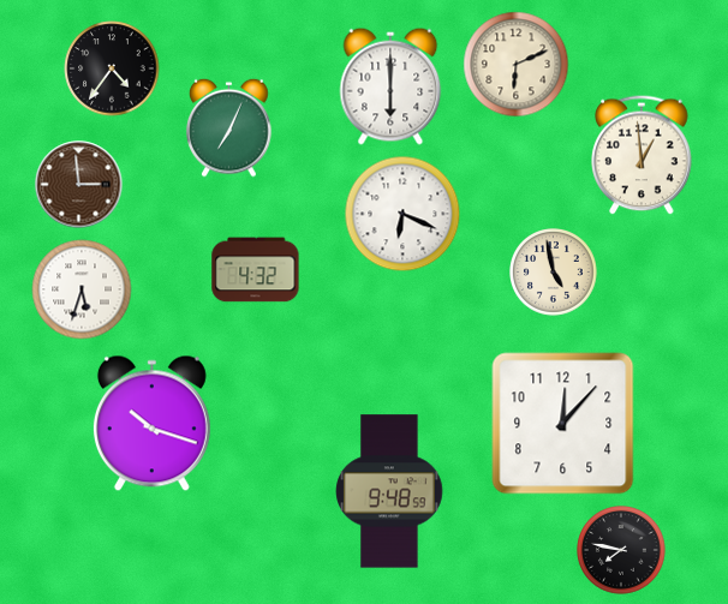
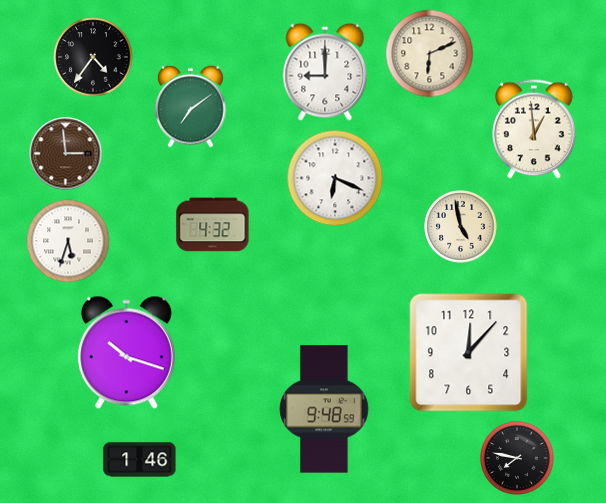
clock at (390, 86): 6:00 -> 9:00
clock at (229, 127): 7:04 -> 7:09
clock at (140, 460): none -> 1:46
